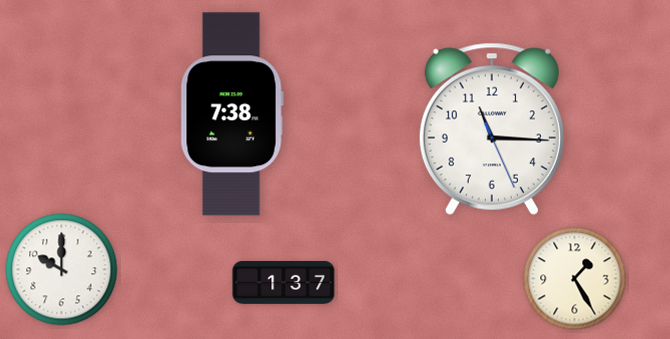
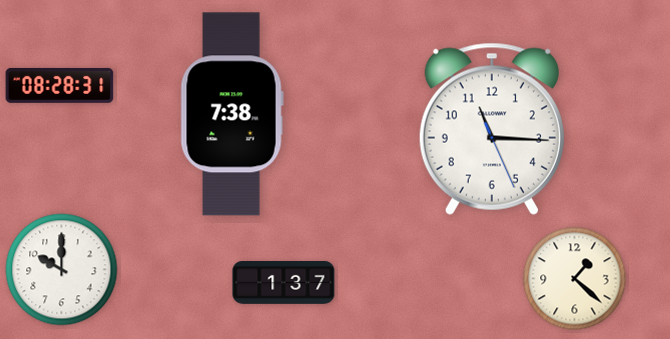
clock at (60, 86): none -> 08:28
clock at (575, 279): 1:25 -> 1:22
